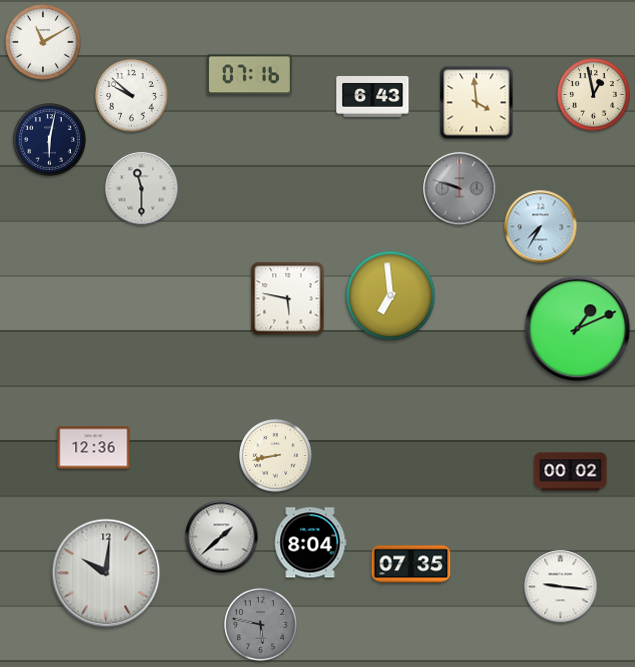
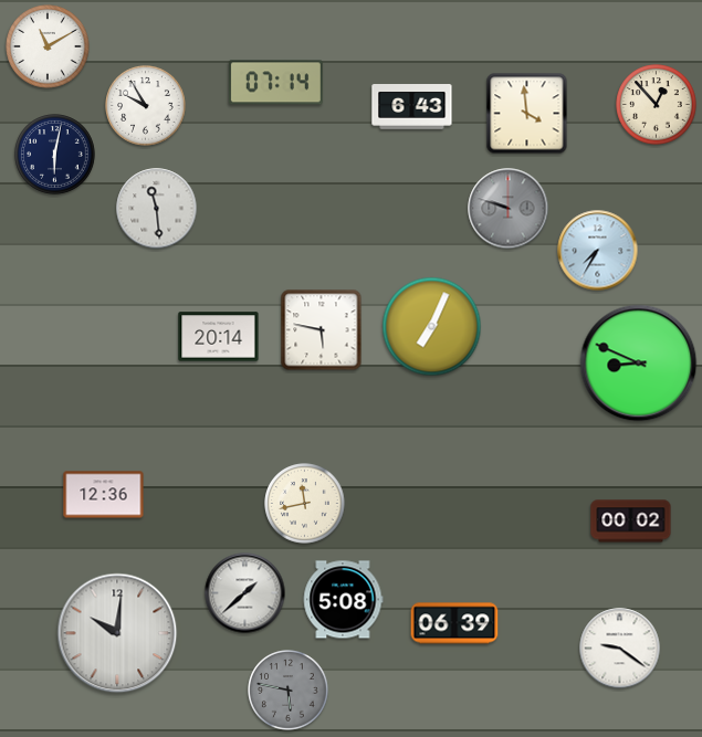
clock at (249, 75): 07:16 -> 07:14
clock at (594, 95): 12:58 -> 12:53
clock at (132, 96): 9:52 -> 9:55
clock at (142, 189): 11:30 -> 11:29
clock at (391, 296): 6:59 -> 7:04
clock at (288, 299) position: (288, 299) -> (322, 330)
clock at (219, 337): none -> 20:14
clock at (578, 329): 1:11 -> 8:49
clock at (276, 456): 8:43 -> 11:43
clock at (310, 543): 8:04 -> 5:08
clock at (411, 564): 07:35 -> 06:39
clock at (561, 587): 9:16 -> 9:21
